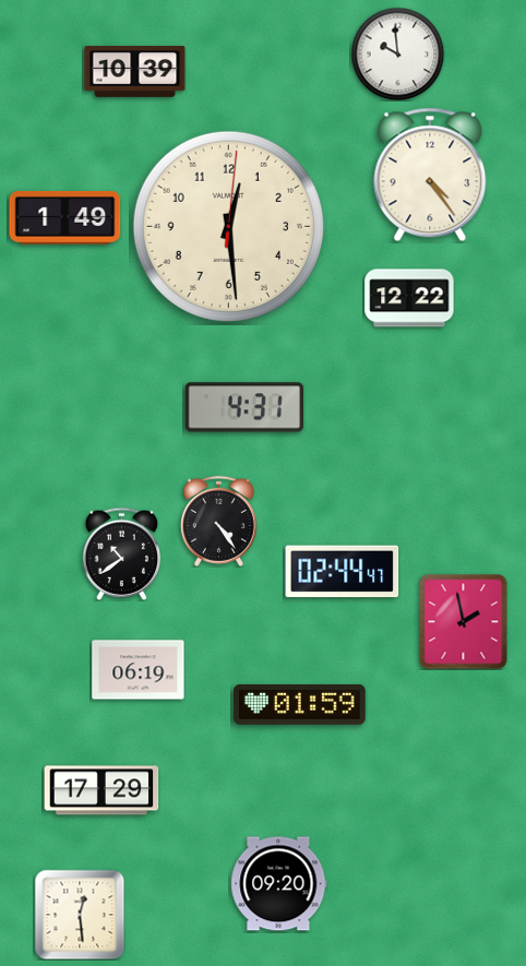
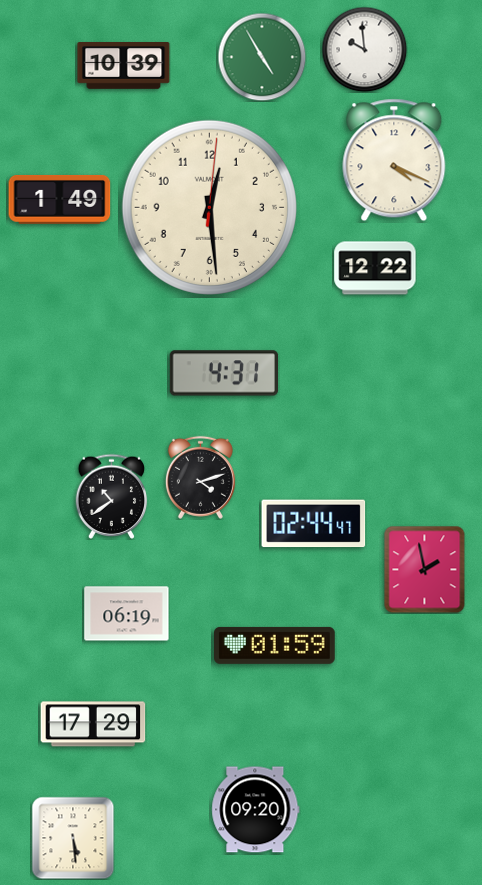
clock at (262, 57): none -> 4:55
clock at (430, 175): 4:24 -> 4:19
clock at (409, 298) position: (409, 298) -> (375, 268)
clock at (218, 521): 4:24 -> 4:12
clock at (122, 553) position: (122, 553) -> (112, 496)
clock at (80, 915): 12:29 -> 5:29
